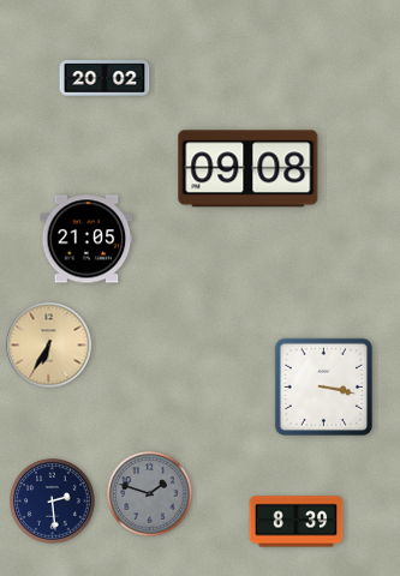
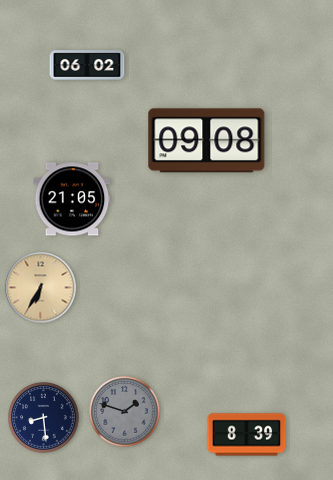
clock at (105, 78): 20:02 -> 06:02
clock at (323, 386): 3:17 -> none
clock at (53, 502): 2:29 -> 8:29
